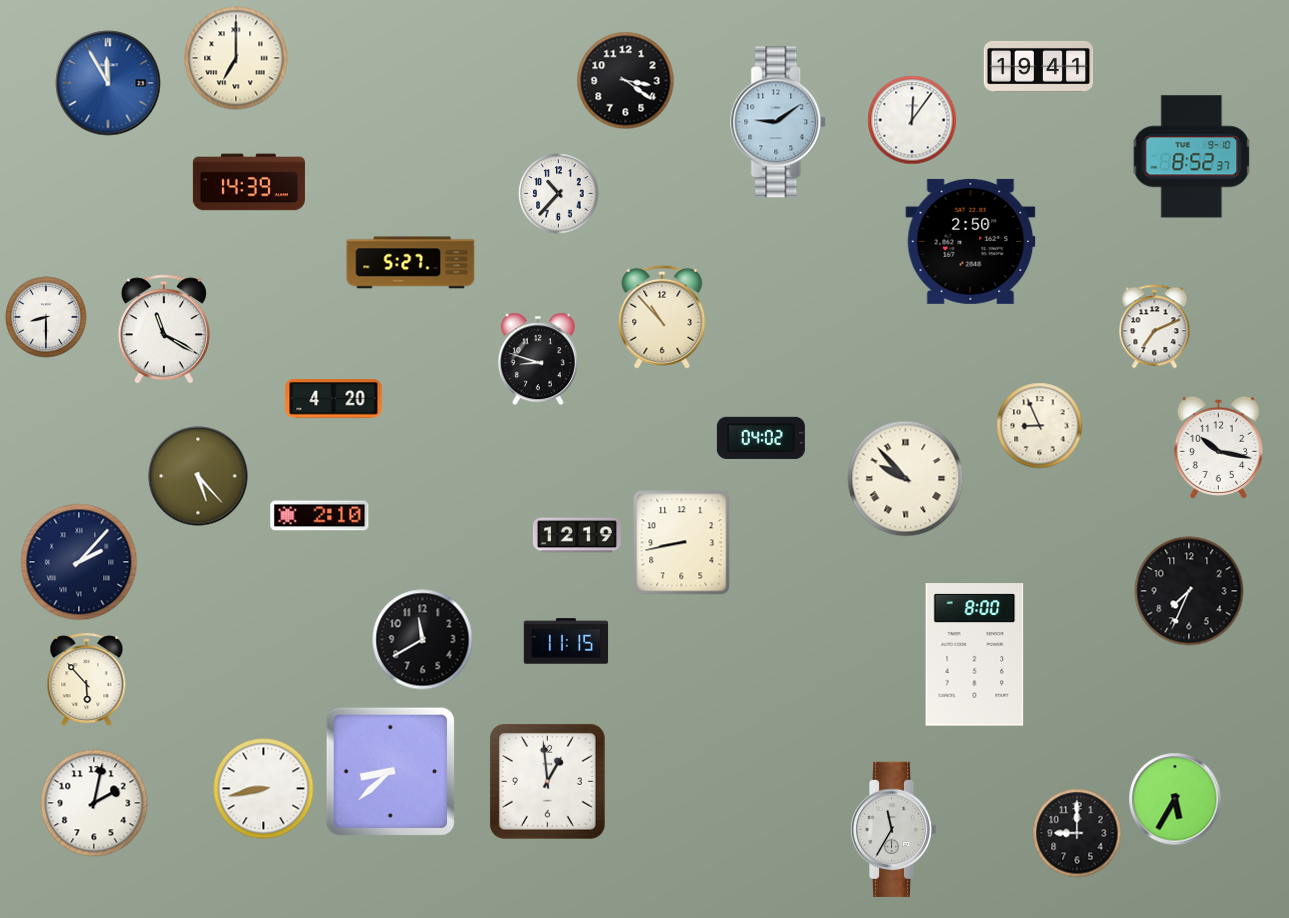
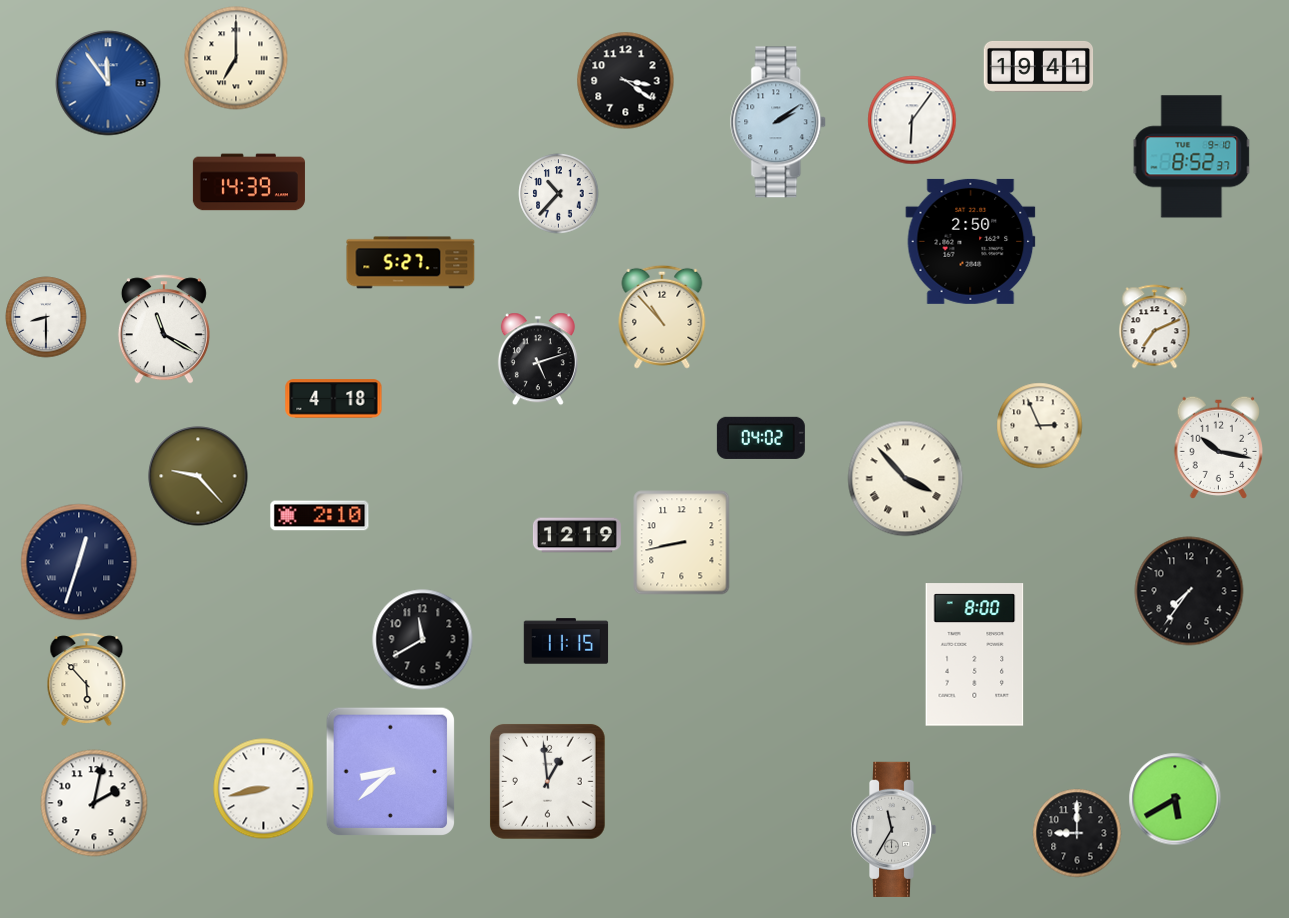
clock at (108, 83): 11:55 -> 11:54
clock at (912, 120): 12:06 -> 6:06
clock at (779, 122): 9:09 -> 2:09
clock at (538, 359): 8:48 -> 5:12
clock at (334, 399): 4:20 -> 4:18
clock at (1040, 426): 8:56 -> 2:56
clock at (198, 476): 5:23 -> 9:23
clock at (906, 479): 9:53 -> 3:53
clock at (79, 562): 2:07 -> 12:33
clock at (1189, 591): 7:34 -> 7:36
clock at (1175, 799): 5:35 -> 5:40
